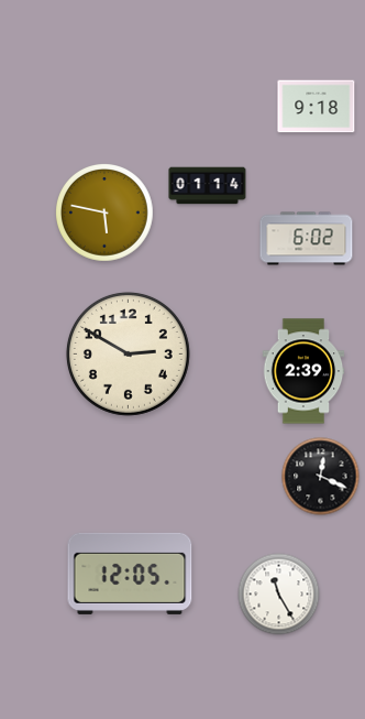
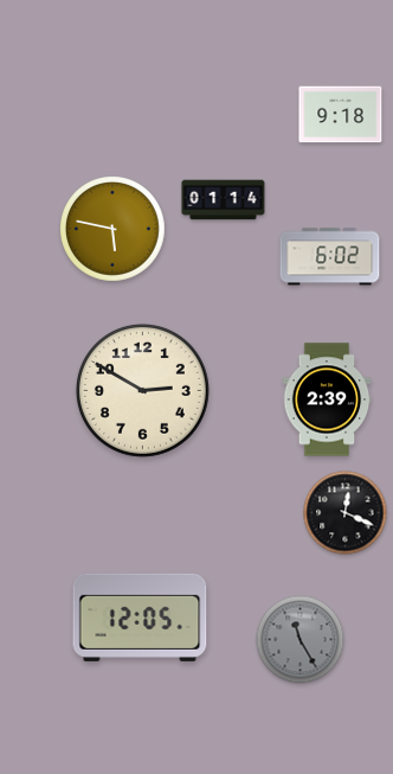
clock at (128, 353) position: (128, 353) -> (142, 390)
clock at (279, 595) dial: white -> grey
